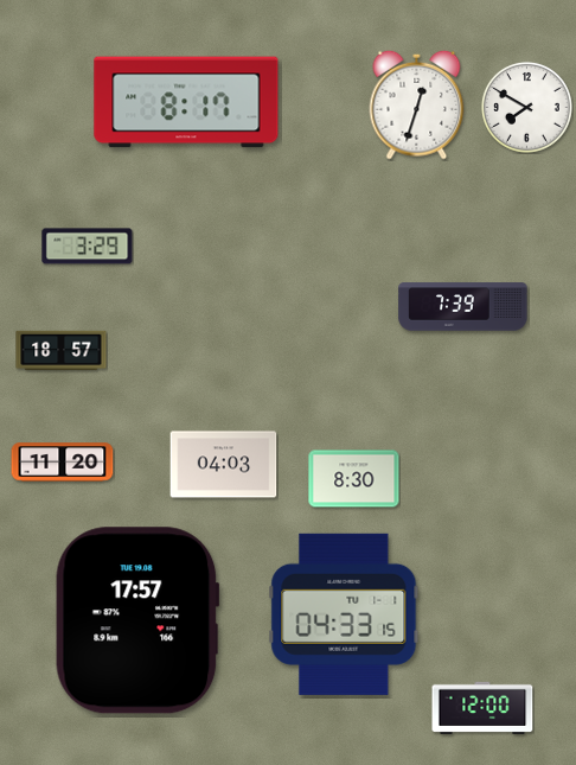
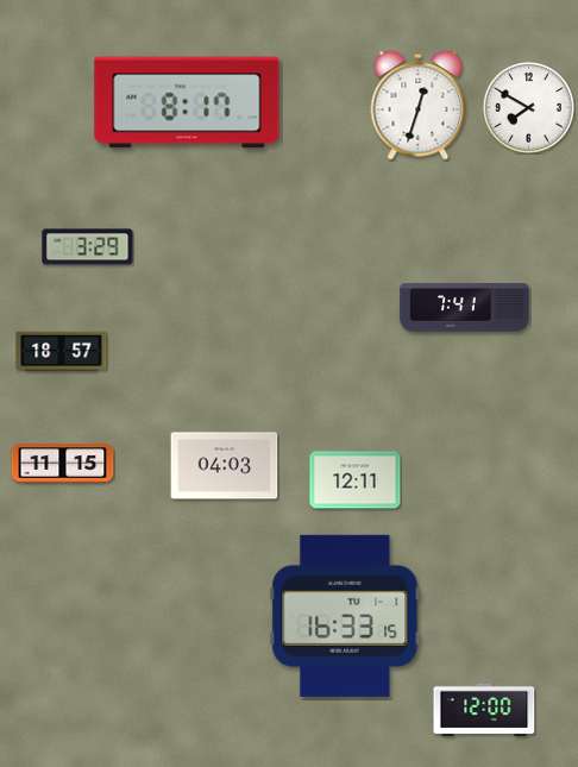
clock at (463, 307): 7:39 -> 7:41
clock at (63, 463): 11:20 -> 11:15
clock at (354, 479): 8:30 -> 12:11
clock at (344, 614): 04:33 -> 16:33
clock at (137, 620): 17:57 -> none
